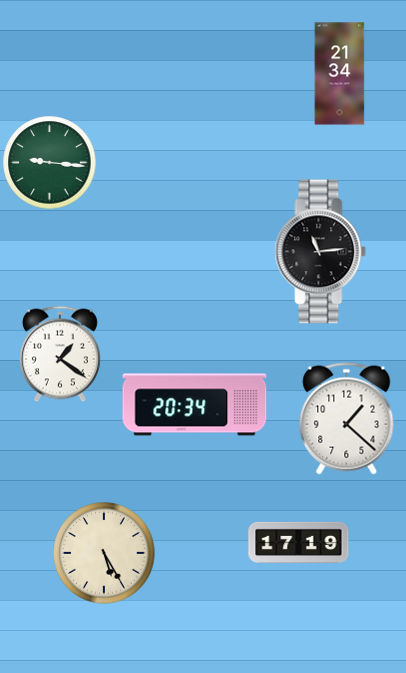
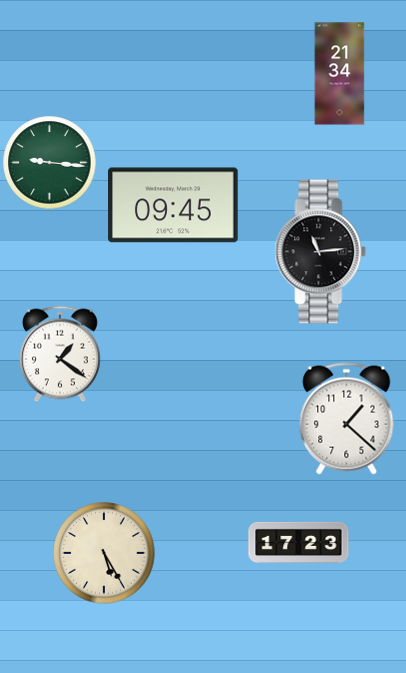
clock at (173, 205): none -> 09:45
clock at (195, 405): 20:34 -> none
clock at (299, 542): 17:19 -> 17:23
